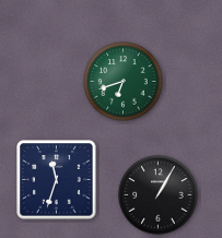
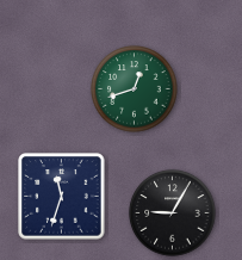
clock at (124, 82): 6:42 -> 12:42
clock at (159, 195): 1:05 -> 9:05
